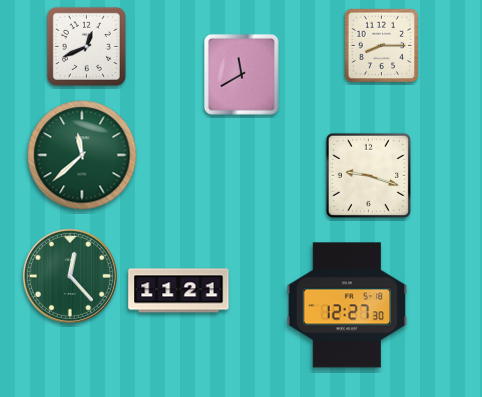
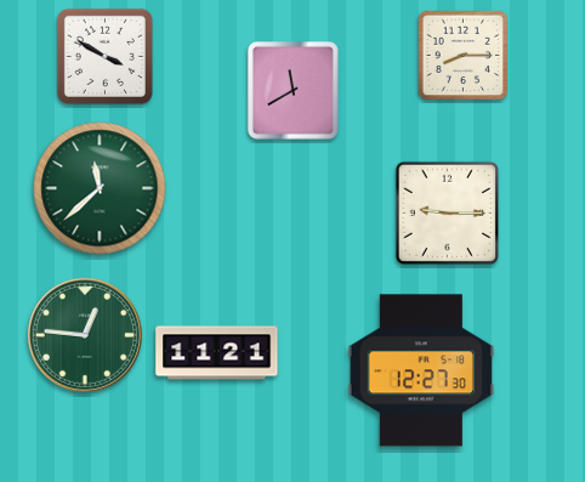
clock at (86, 46): 12:41 -> 3:50
clock at (368, 175): 9:18 -> 9:15
clock at (70, 276): 12:23 -> 12:46
